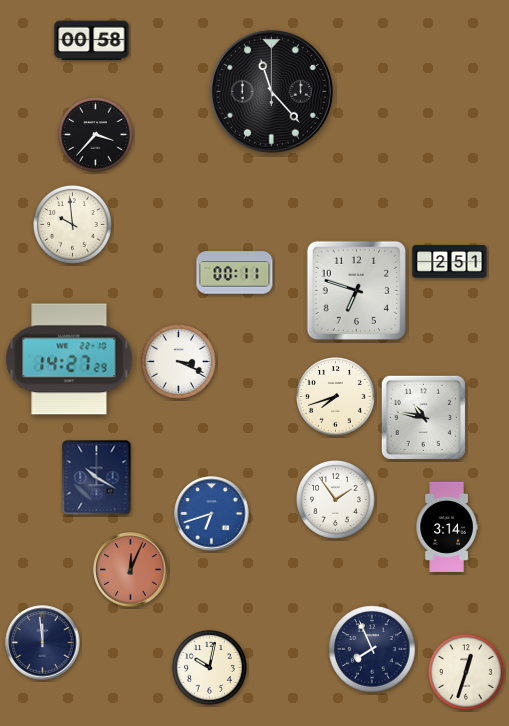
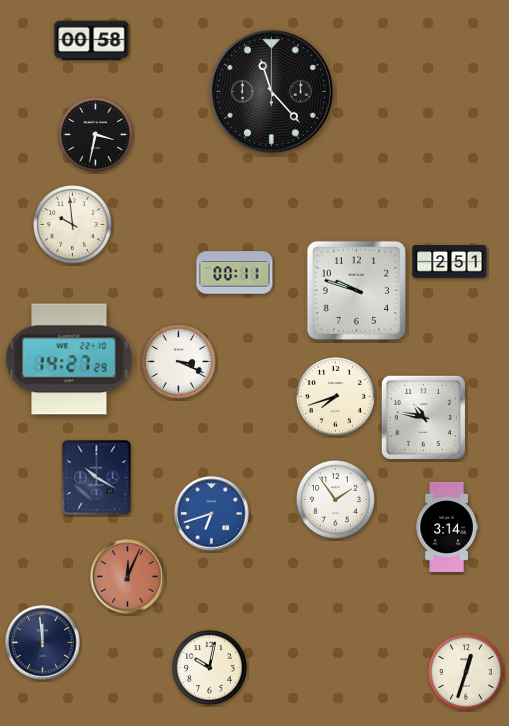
clock at (96, 135): 3:37 -> 3:32
clock at (356, 290): 6:48 -> 9:48
clock at (131, 570) position: (131, 570) -> (128, 577)
clock at (372, 649): 7:56 -> none
